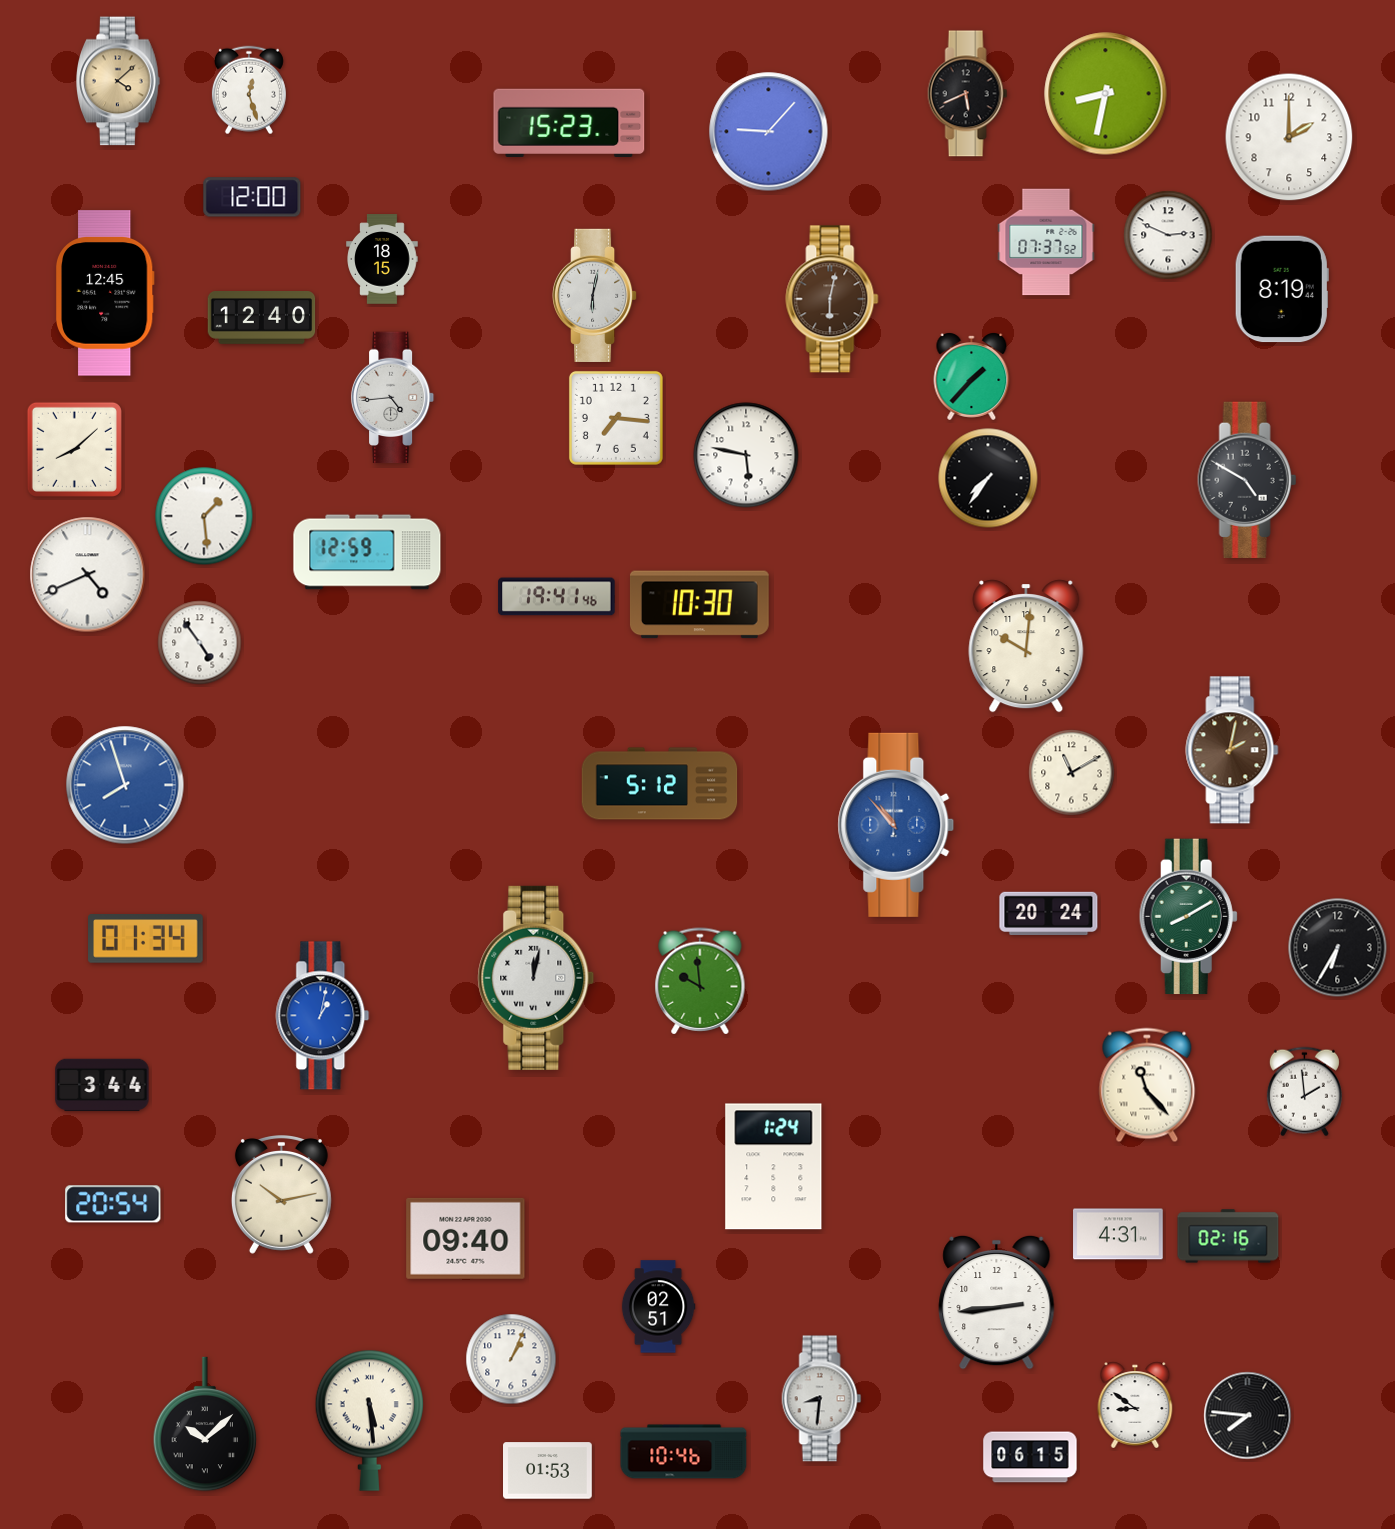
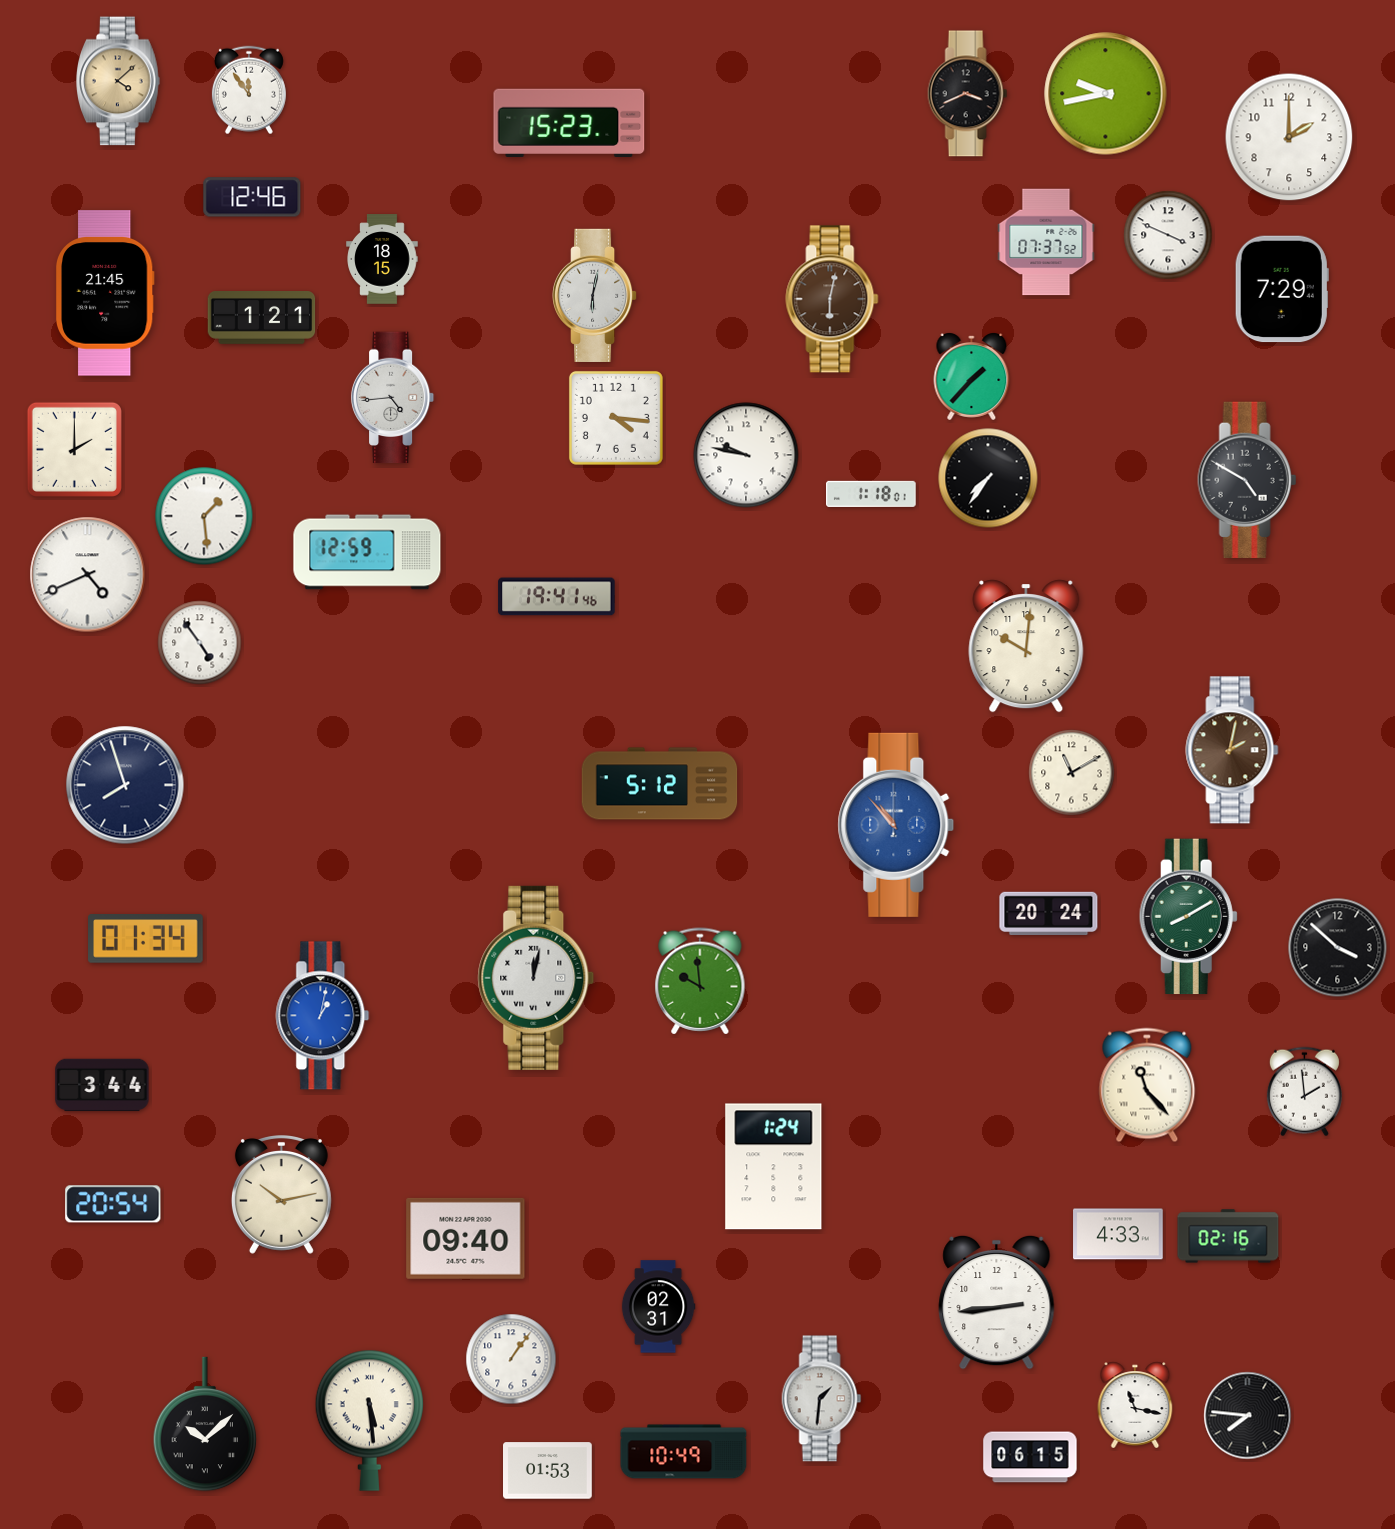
clock at (249, 90): 12:27 -> 11:54
clock at (968, 94): 5:41 -> 3:41
clock at (1106, 94): 8:32 -> 9:43
clock at (769, 132): 9:07 -> none
clock at (252, 197): 12:00 -> 12:46
clock at (1168, 235): 2:49 -> 3:49
clock at (1282, 289): 8:19 -> 7:29
clock at (105, 293): 12:45 -> 21:45
clock at (262, 318): 12:40 -> 1:21
clock at (616, 418): 7:16 -> 4:16
clock at (74, 449): 8:08 -> 2:00
clock at (746, 455): 5:47 -> 9:47
clock at (871, 494): none -> 1:18
clock at (699, 605): 10:30 -> none
clock at (125, 785) dial: blue -> navy
clock at (1338, 948): 6:35 -> 3:52
clock at (1118, 1234): 4:31 -> 4:33
clock at (658, 1307): 02:51 -> 02:31
clock at (511, 1359): 1:04 -> 1:06
clock at (822, 1399): 8:31 -> 1:31
clock at (1135, 1405): 8:51 -> 11:17
clock at (684, 1452): 10:46 -> 10:49
